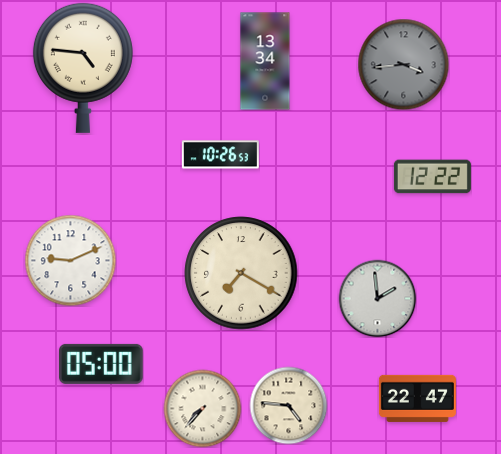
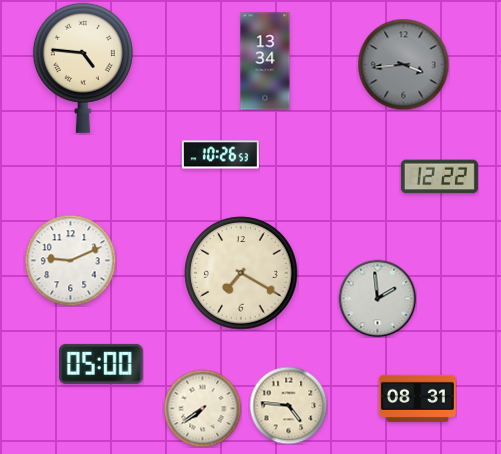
clock at (432, 177) position: (432, 177) -> (439, 177)
clock at (417, 398): 22:47 -> 08:31
clock at (202, 408): 7:37 -> 7:39
